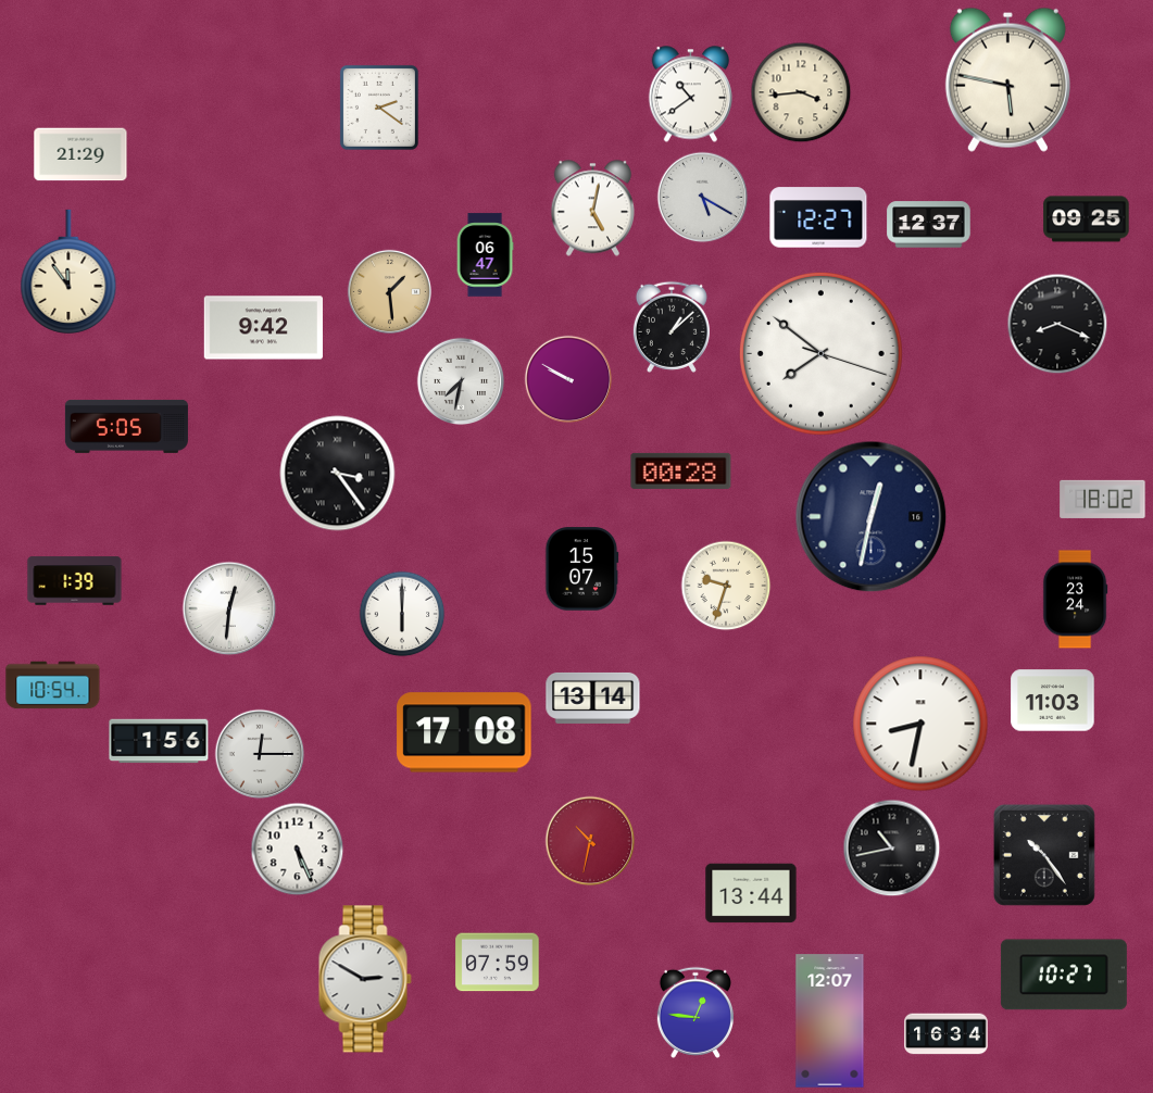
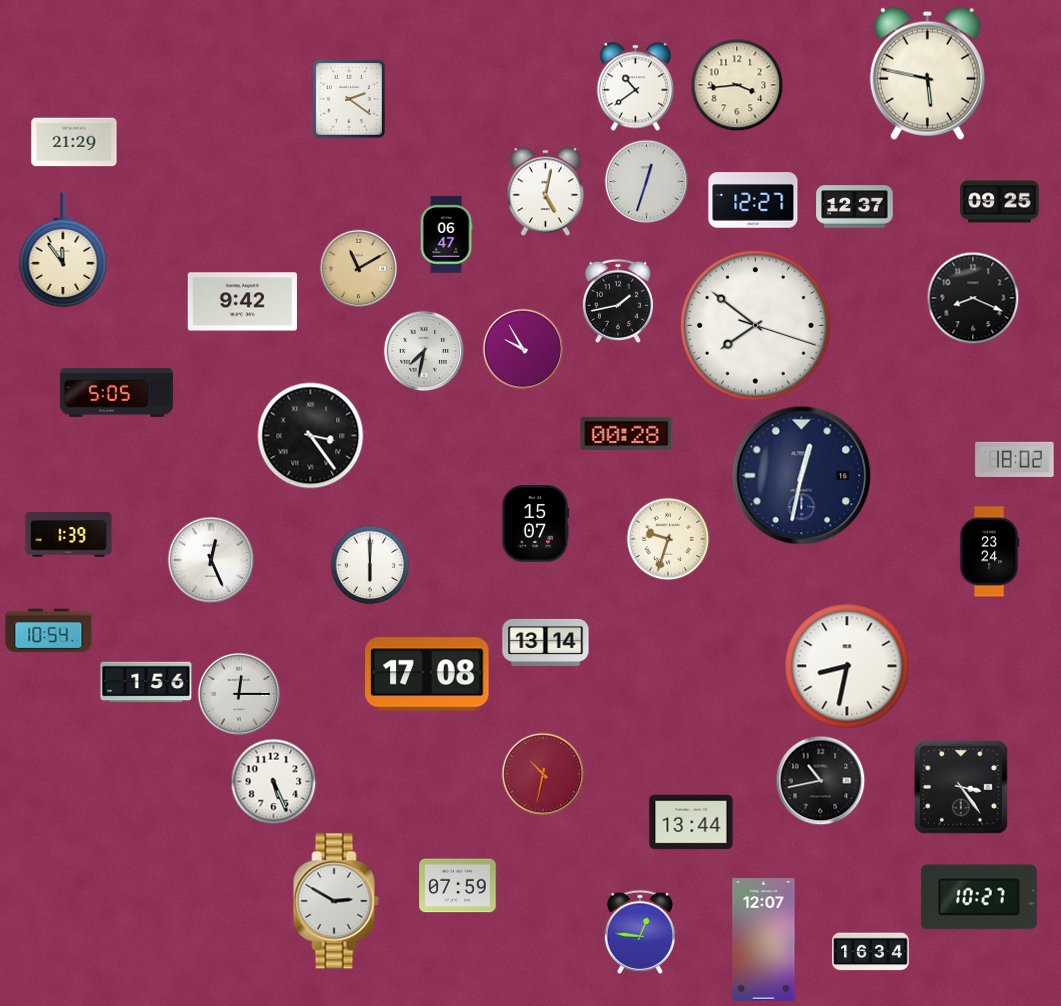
clock at (702, 197): 5:20 -> 12:33
clock at (389, 291): 1:29 -> 11:10
clock at (672, 327): 1:08 -> 1:43
clock at (568, 379): 9:50 -> 9:55
clock at (229, 608): 12:31 -> 12:26
clock at (1053, 701): 11:03 -> none
clock at (1044, 855): 10:24 -> 3:24
